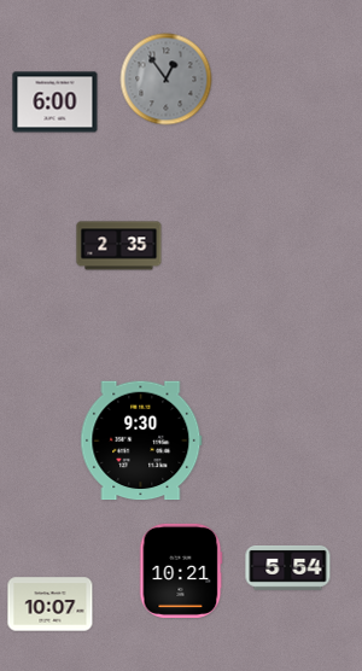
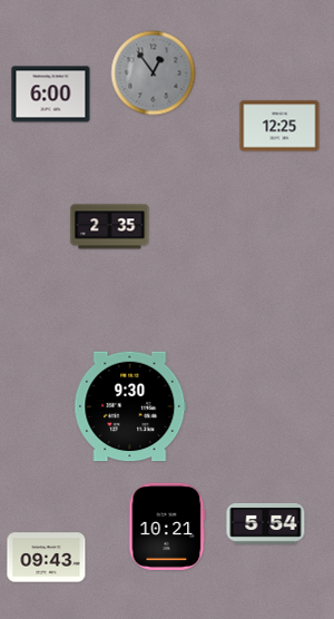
clock at (279, 126): none -> 12:25
clock at (51, 605): 10:07 -> 09:43
